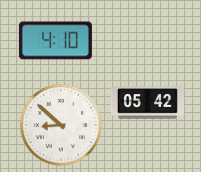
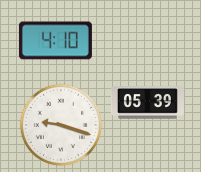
clock at (147, 103): 05:42 -> 05:39
clock at (61, 125): 8:52 -> 9:18
